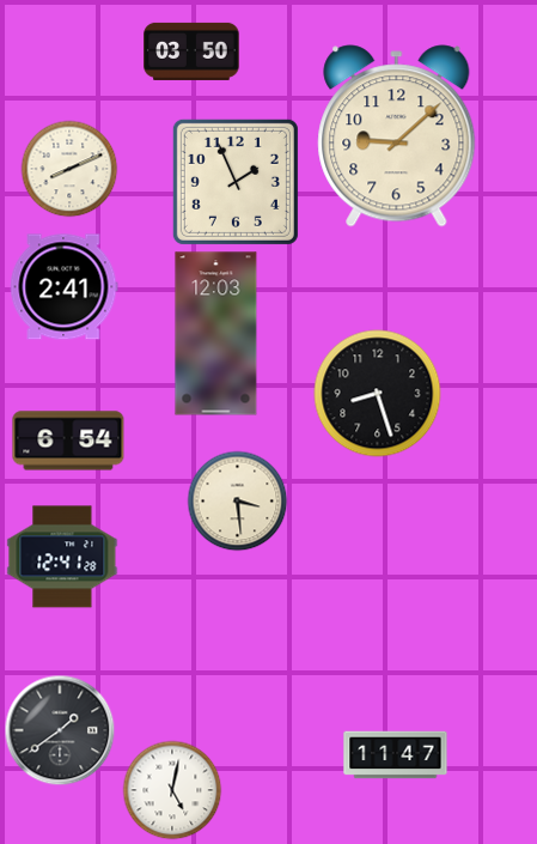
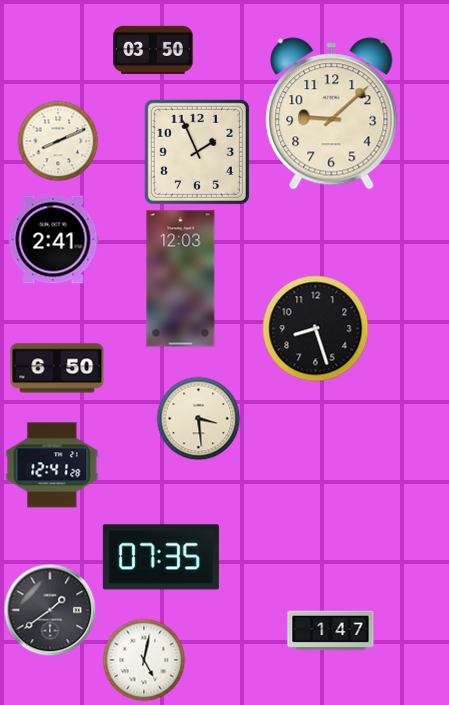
clock at (191, 51) position: (191, 51) -> (153, 50)
clock at (68, 441): 6:54 -> 6:50
clock at (161, 557): none -> 07:35
clock at (396, 755): 11:47 -> 1:47
